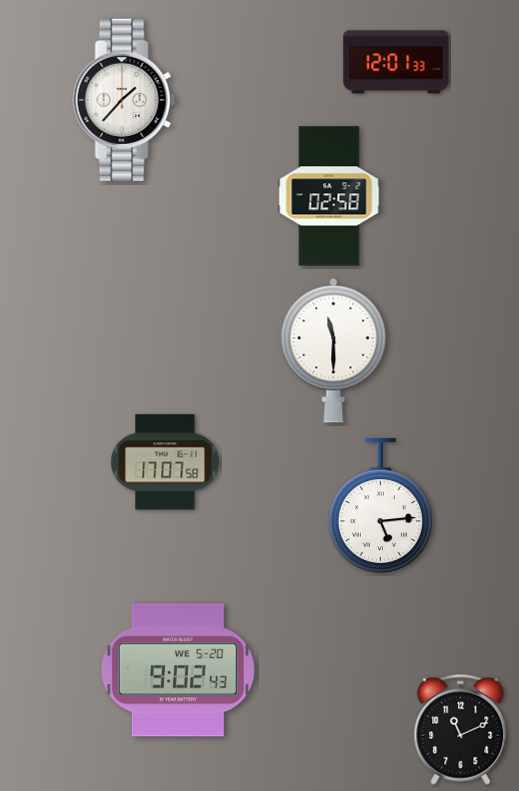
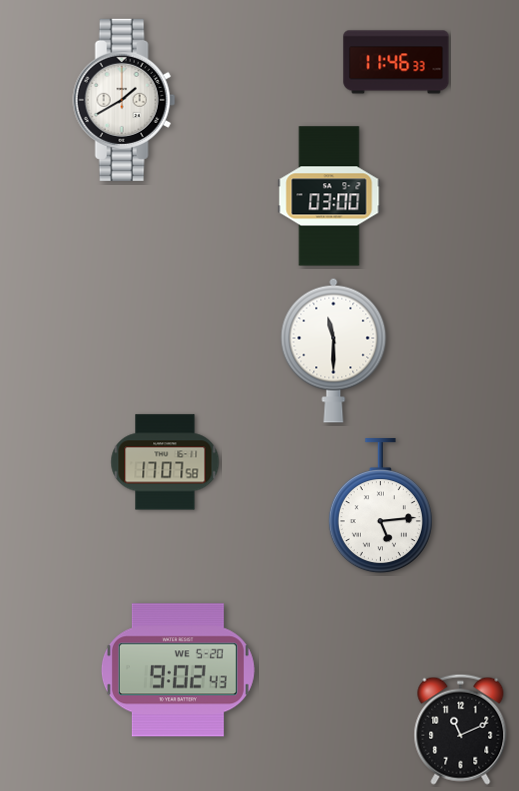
clock at (396, 62): 12:01 -> 11:46
clock at (124, 100): 1:37 -> 1:40
clock at (329, 196): 02:58 -> 03:00
